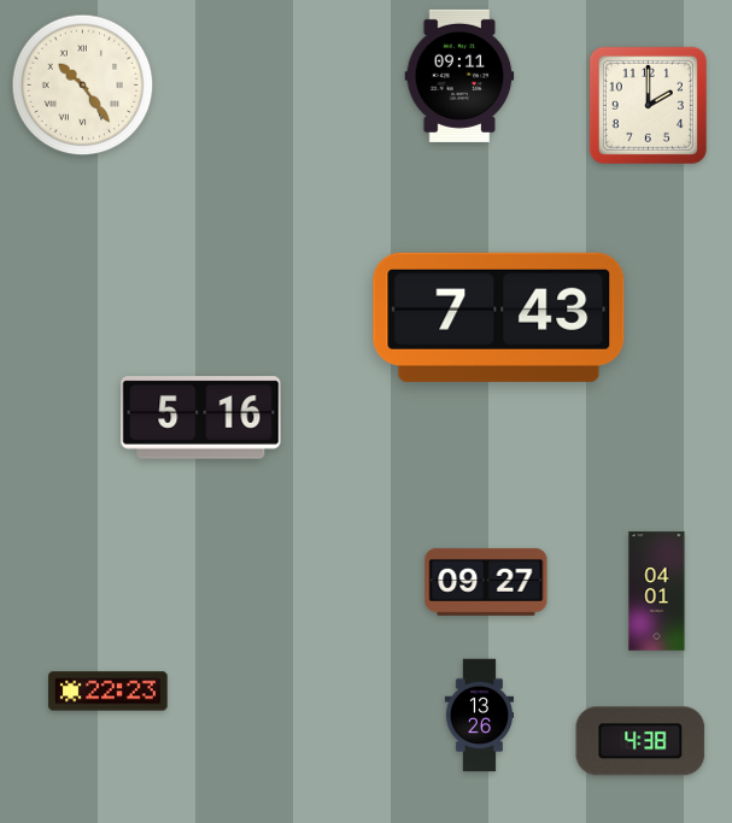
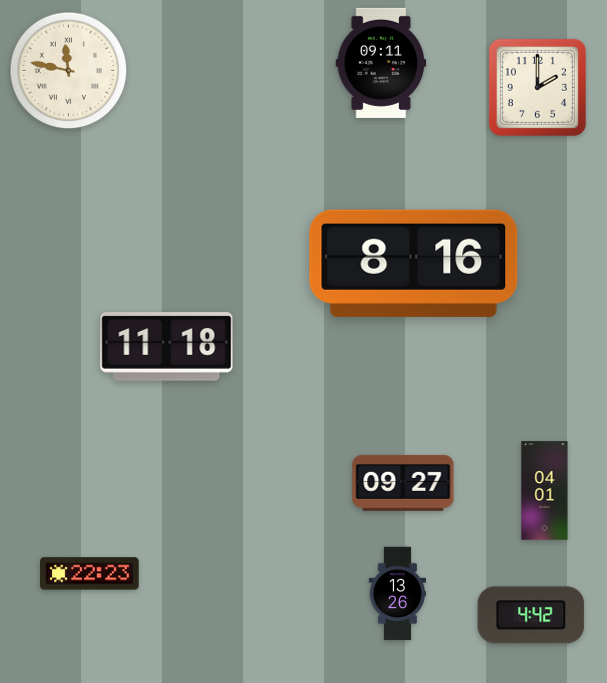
clock at (83, 86): 10:24 -> 11:47
clock at (499, 317): 7:43 -> 8:16
clock at (201, 418): 5:16 -> 11:18
clock at (640, 741): 4:38 -> 4:42
